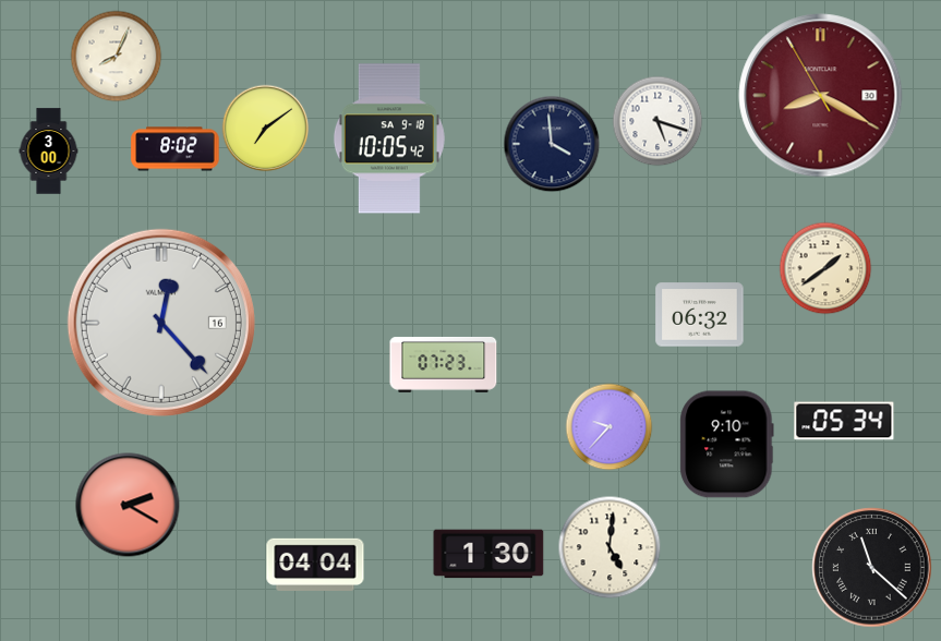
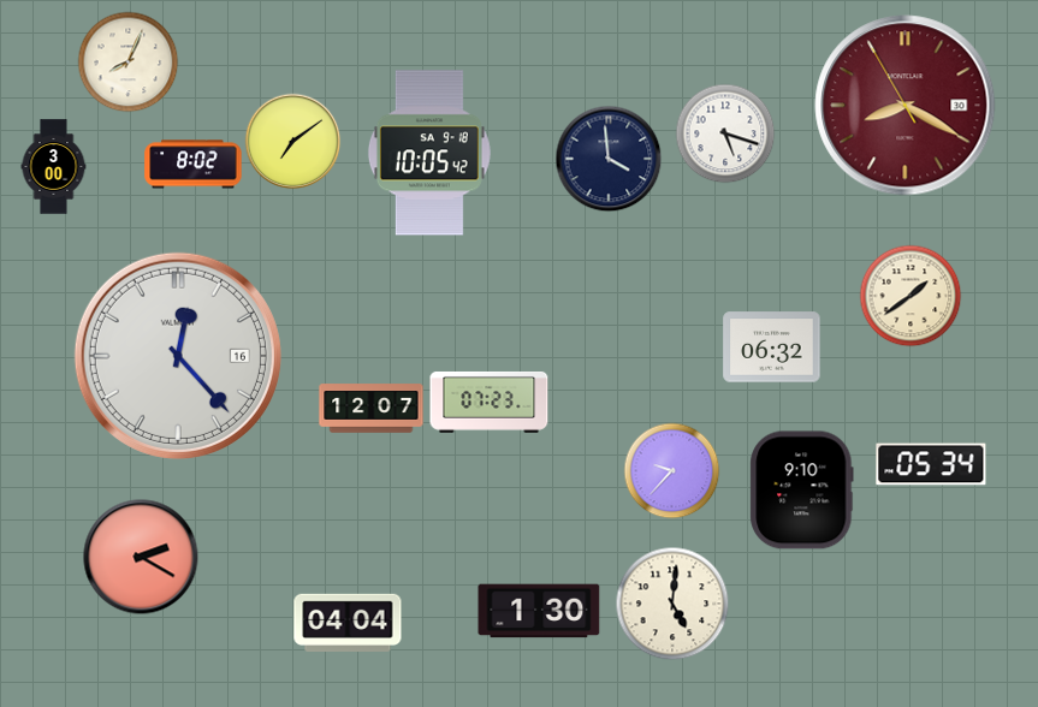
clock at (372, 409): none -> 12:07
clock at (872, 568): 11:22 -> none
